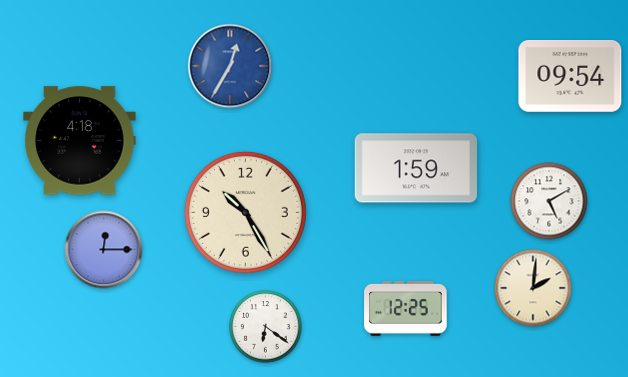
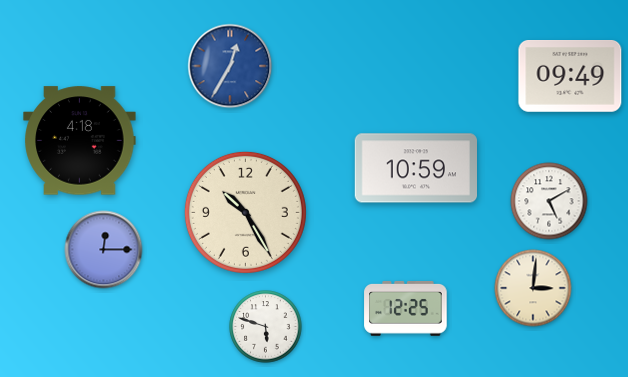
clock at (570, 77): 09:54 -> 09:49
clock at (415, 168): 1:59 -> 10:59
clock at (533, 288): 2:01 -> 3:01
clock at (266, 327): 6:21 -> 5:48
